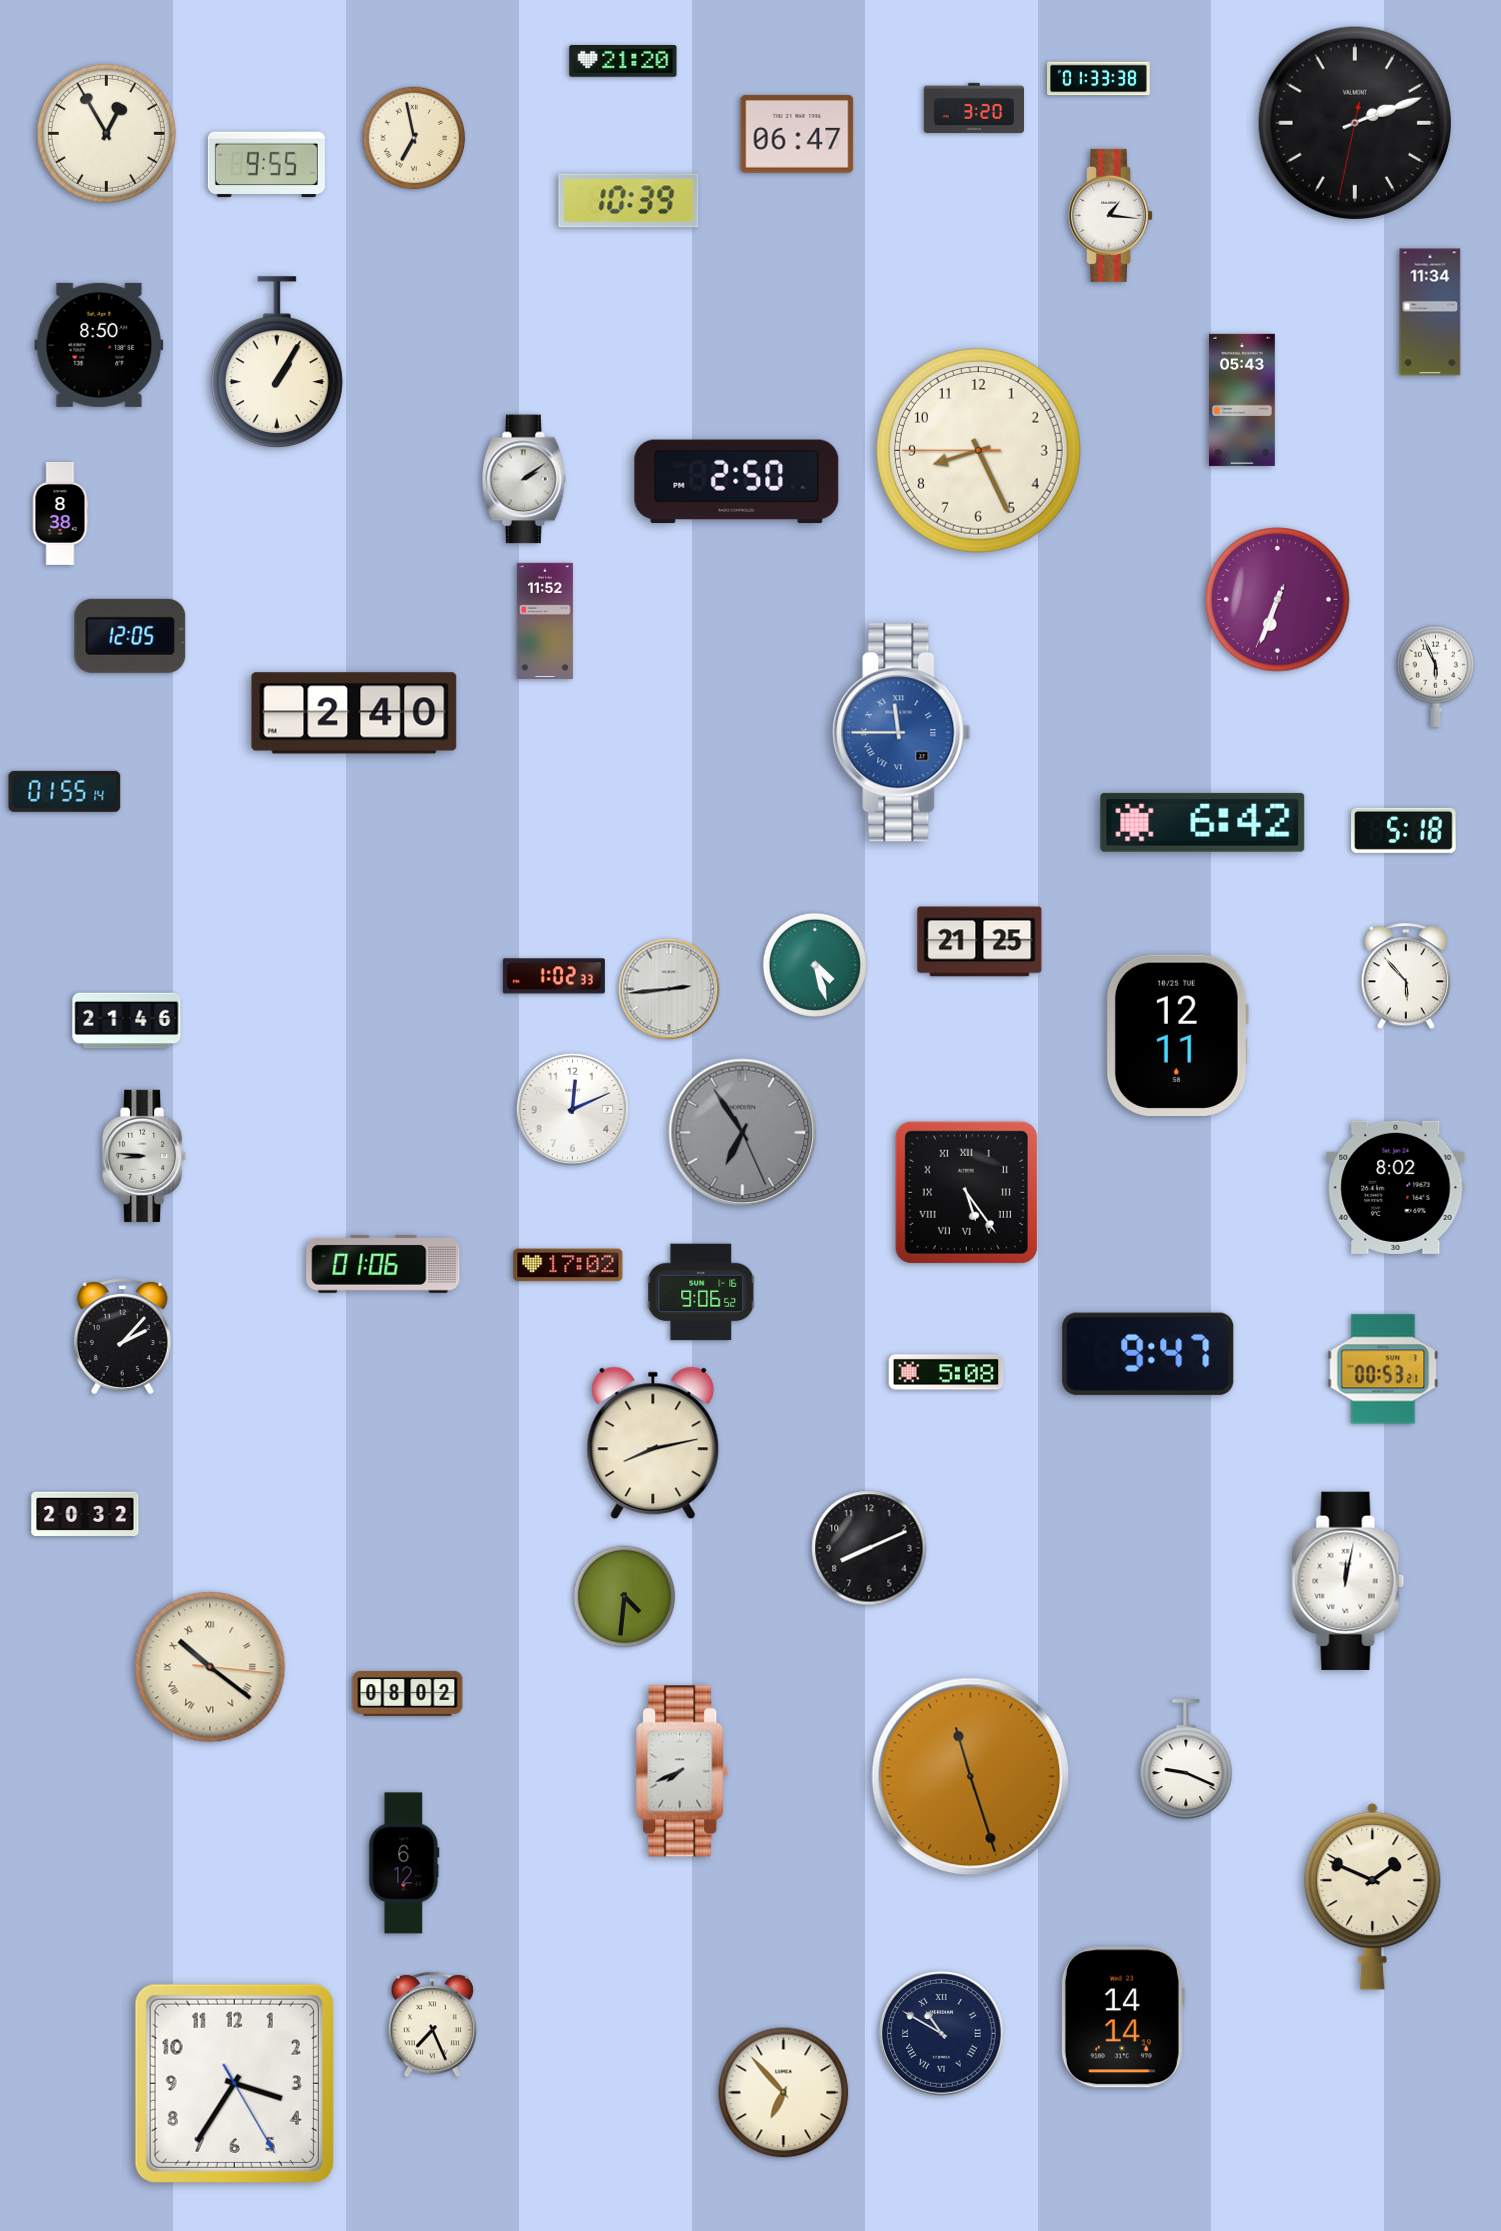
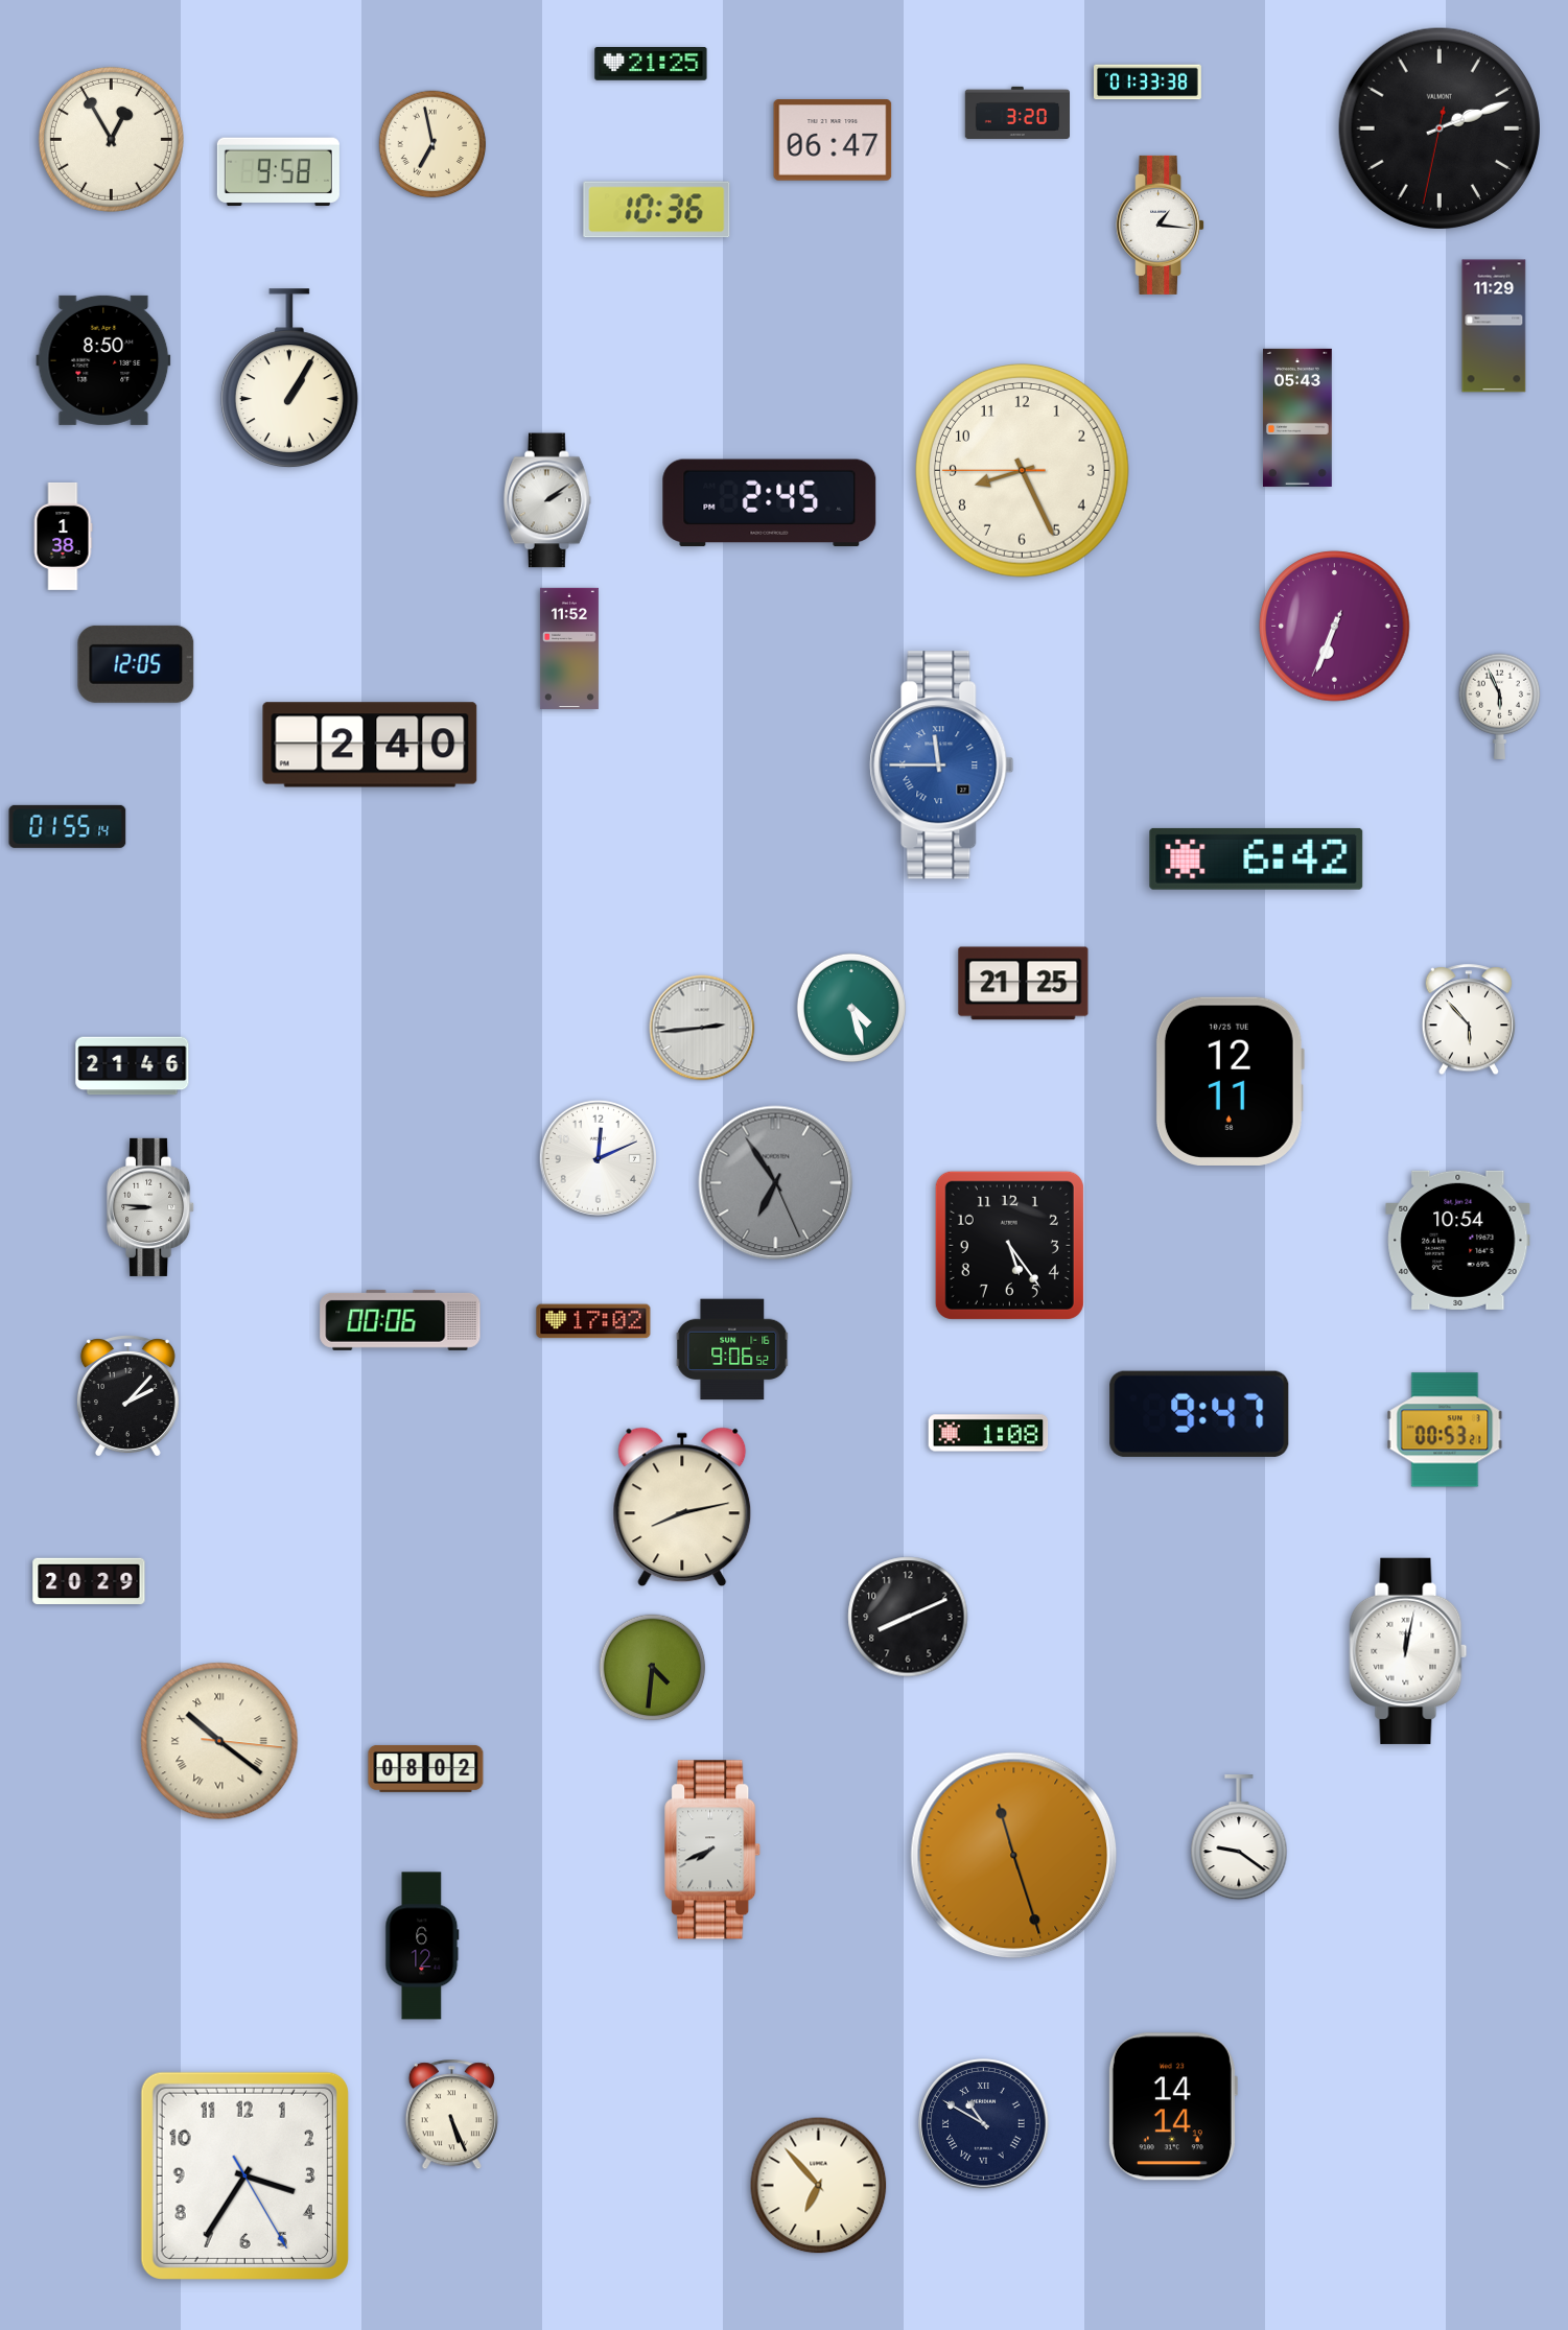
clock at (623, 62): 21:20 -> 21:25
clock at (1355, 123) position: (1355, 123) -> (1440, 128)
clock at (266, 165): 9:55 -> 9:58
clock at (629, 201): 10:39 -> 10:36
clock at (1430, 312): 11:34 -> 11:29
clock at (737, 482): 2:50 -> 2:45
clock at (60, 514): 8:38 -> 1:38
clock at (1404, 830): 5:18 -> none
clock at (554, 976): 1:02 -> none
clock at (669, 989) position: (669, 989) -> (702, 1028)
clock at (1396, 1187): 8:02 -> 10:54
clock at (966, 1192) numerals: Roman -> Arabic
clock at (383, 1264): 01:06 -> 00:06
clock at (946, 1372): 5:08 -> 1:08
clock at (85, 1514): 20:32 -> 20:29
clock at (1186, 1760): 9:19 -> 9:21
clock at (1373, 1897): 1:49 -> none
clock at (432, 2025): 7:26 -> 5:26
